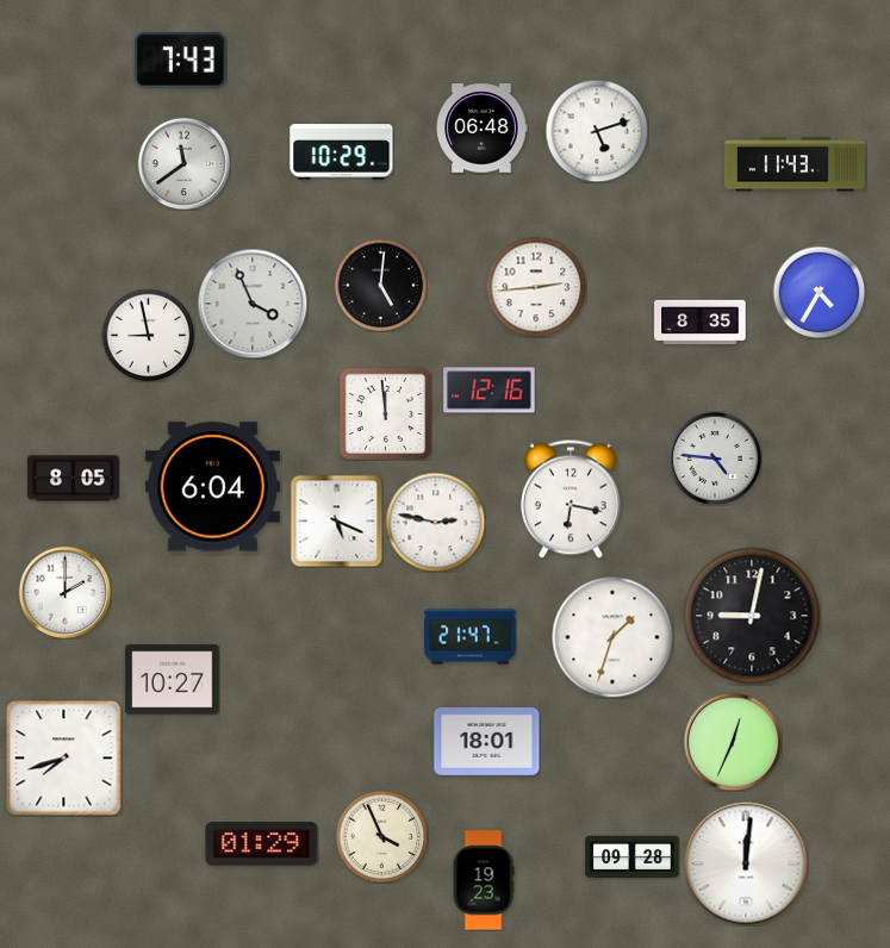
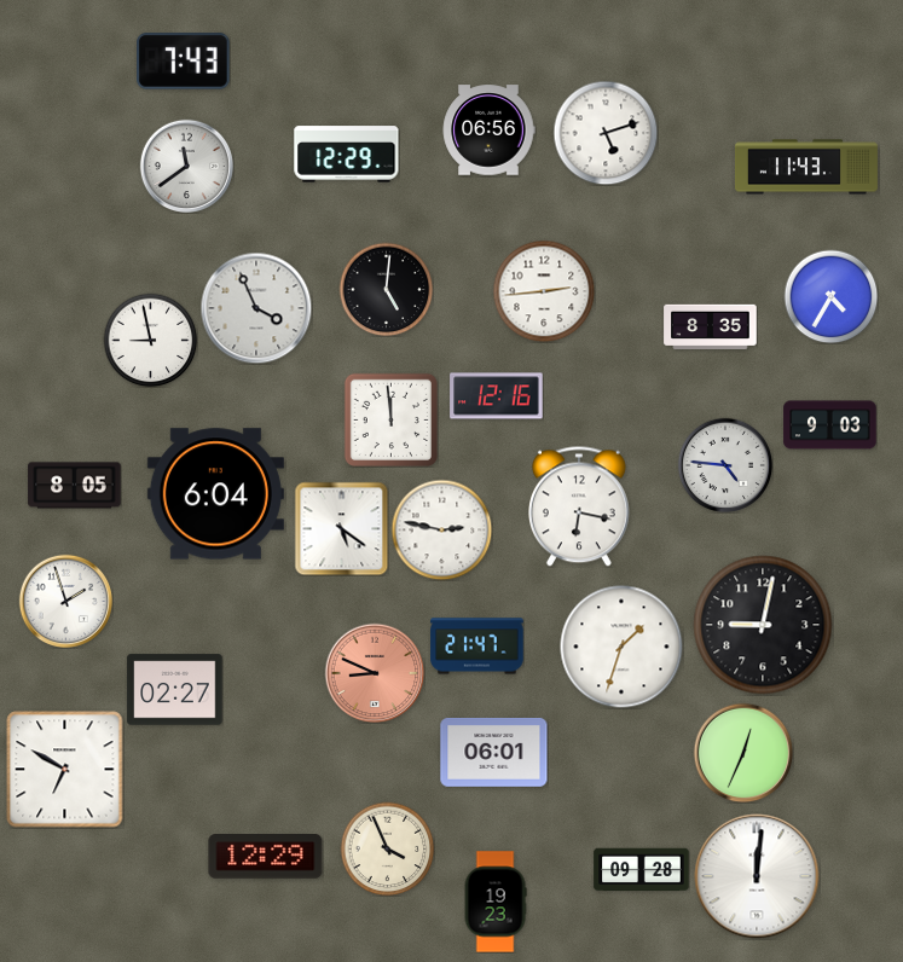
clock at (481, 129): 06:48 -> 06:56
clock at (342, 152): 10:29 -> 12:29
clock at (830, 425): none -> 9:03
clock at (336, 520): 5:19 -> 5:21
clock at (64, 592): 2:00 -> 1:57
clock at (375, 673): none -> 8:49
clock at (173, 680): 10:27 -> 02:27
clock at (487, 741): 18:01 -> 06:01
clock at (64, 759): 7:42 -> 6:50
clock at (262, 844): 01:29 -> 12:29
clock at (484, 880) position: (484, 880) -> (496, 902)
